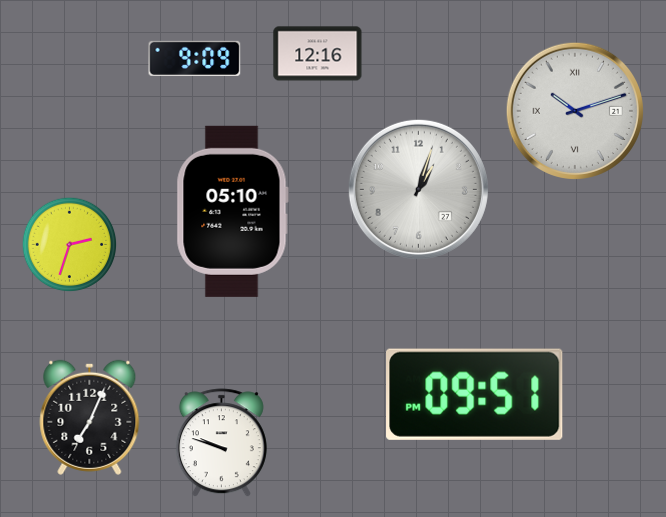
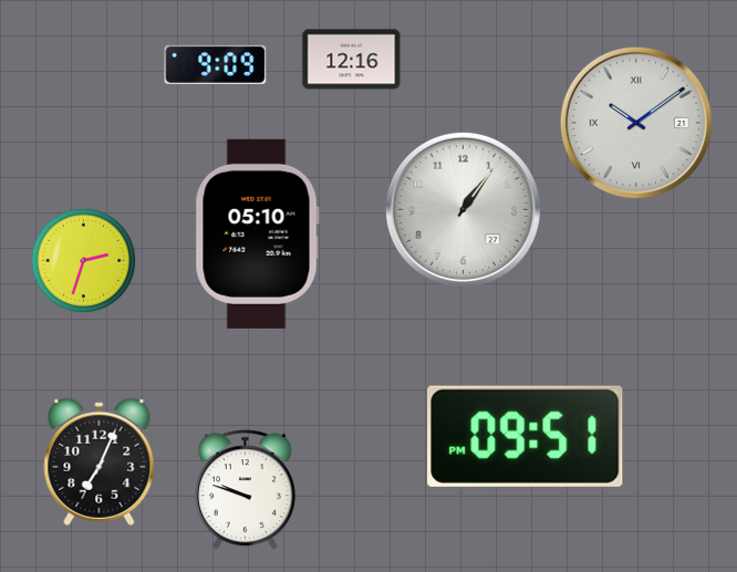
clock at (575, 111): 10:12 -> 10:09
clock at (418, 189): 1:03 -> 1:06
clock at (70, 245) position: (70, 245) -> (84, 261)
